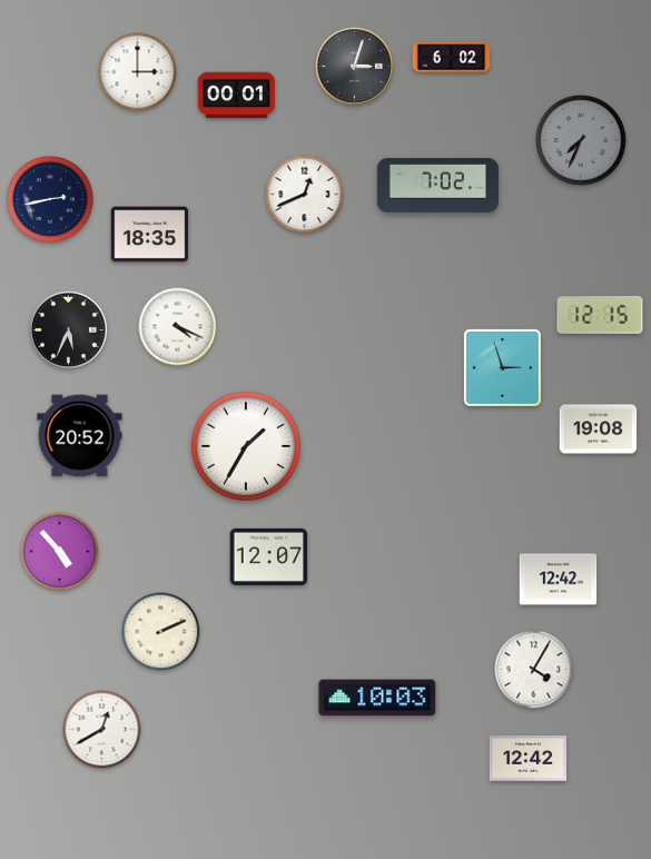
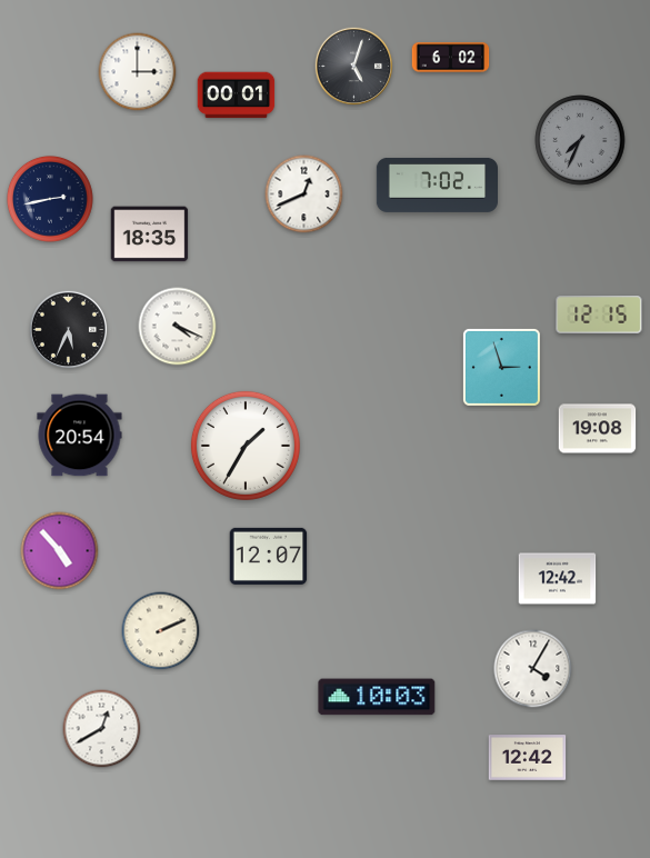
clock at (355, 67): 3:03 -> 5:03
clock at (80, 436): 20:52 -> 20:54
